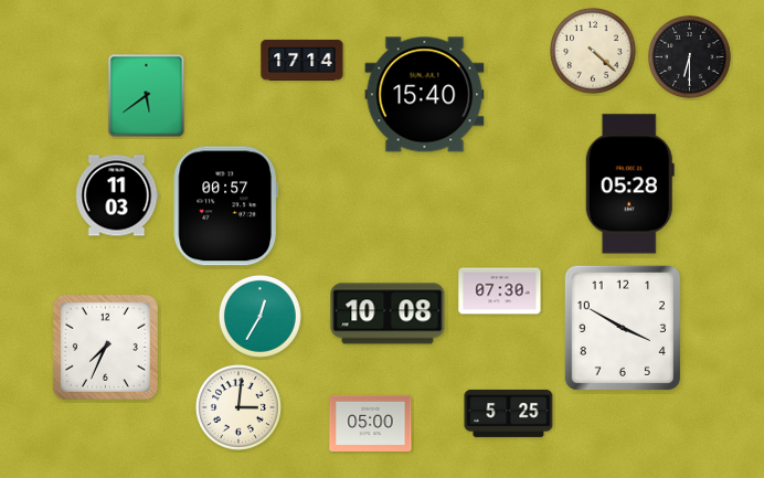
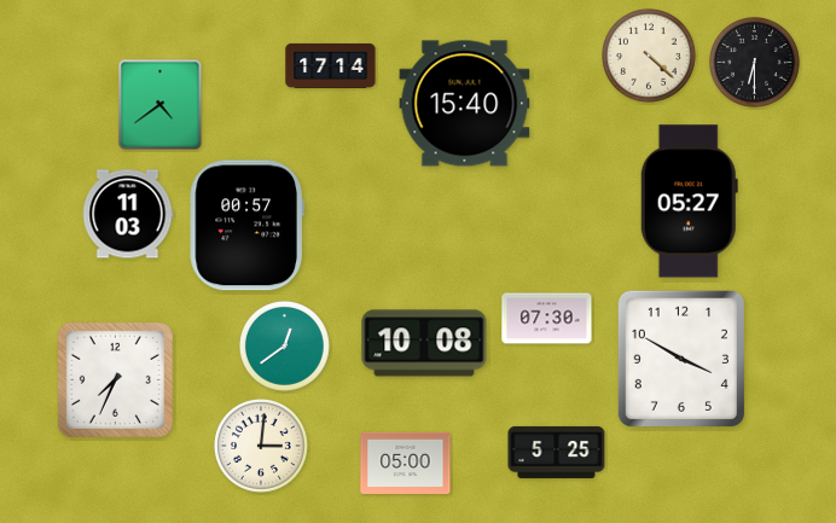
clock at (147, 96): 5:39 -> 4:39
clock at (629, 184): 05:28 -> 05:27
clock at (259, 316): 12:35 -> 12:39
